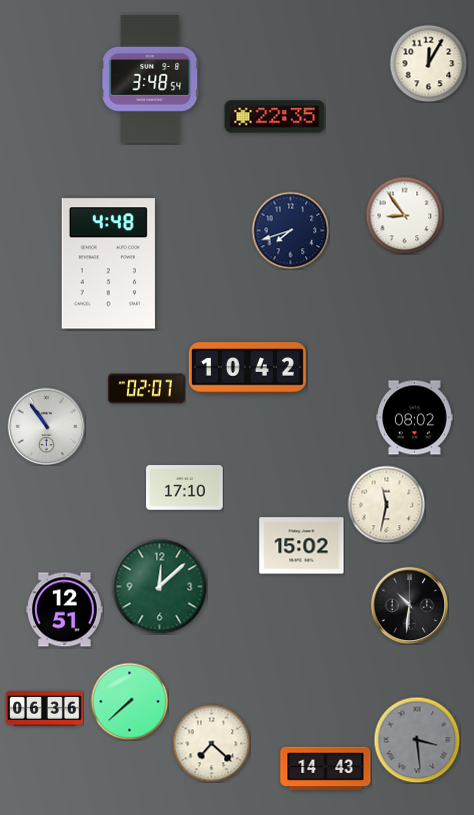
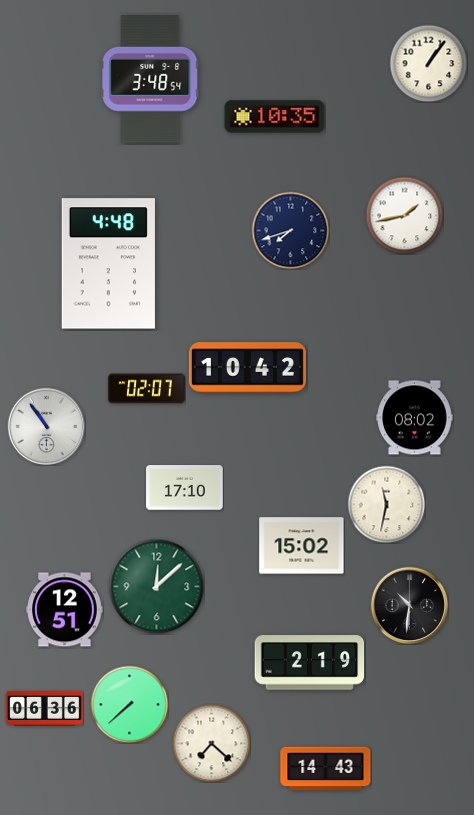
clock at (428, 63): 12:05 -> 1:06
clock at (275, 117): 22:35 -> 10:35
clock at (404, 215): 8:54 -> 1:43
clock at (159, 586) position: (159, 586) -> (156, 586)
clock at (310, 663): none -> 2:19
clock at (129, 701) position: (129, 701) -> (129, 704)
clock at (417, 740): 3:29 -> none
